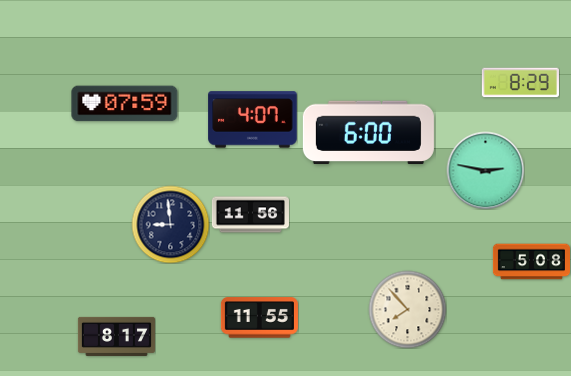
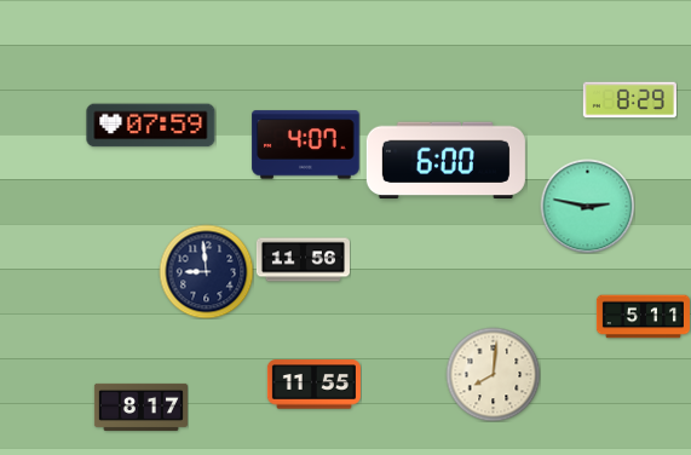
clock at (531, 262): 5:08 -> 5:11
clock at (407, 309): 7:53 -> 8:01
